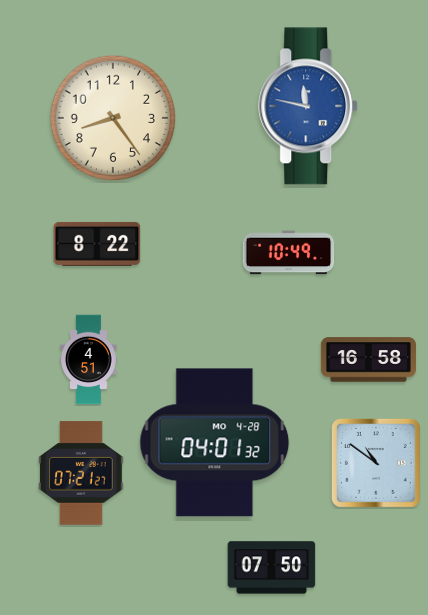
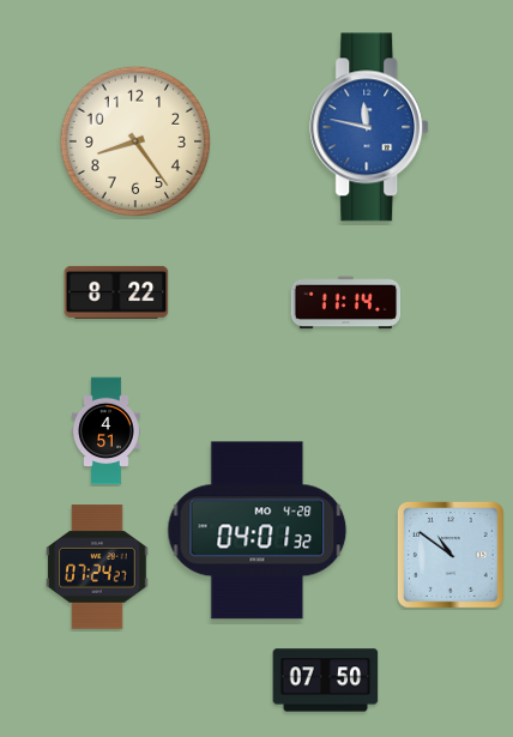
clock at (289, 253): 10:49 -> 11:14
clock at (368, 360): 16:58 -> none
clock at (81, 473): 07:21 -> 07:24
